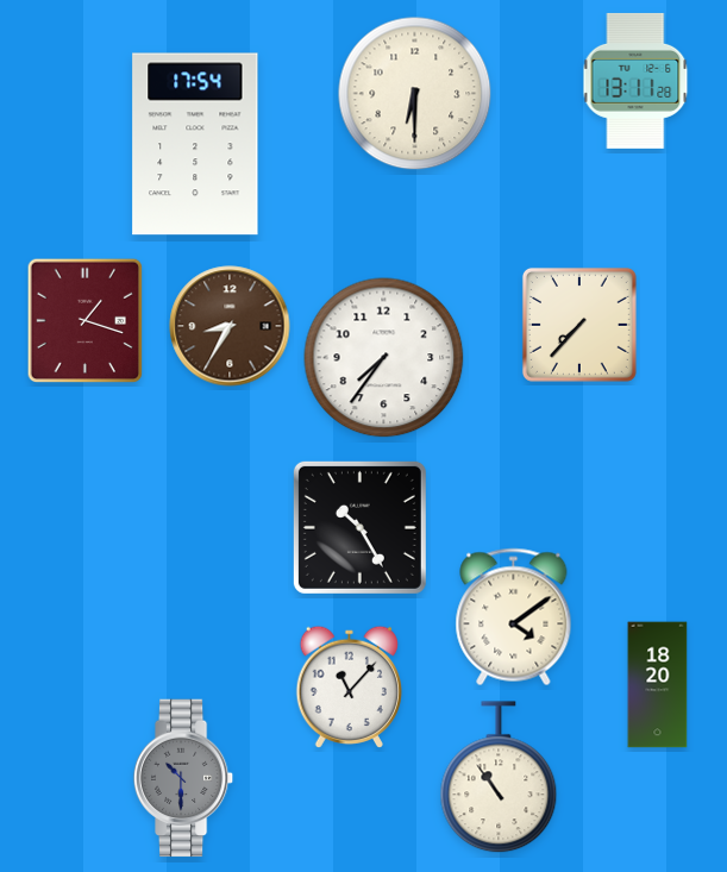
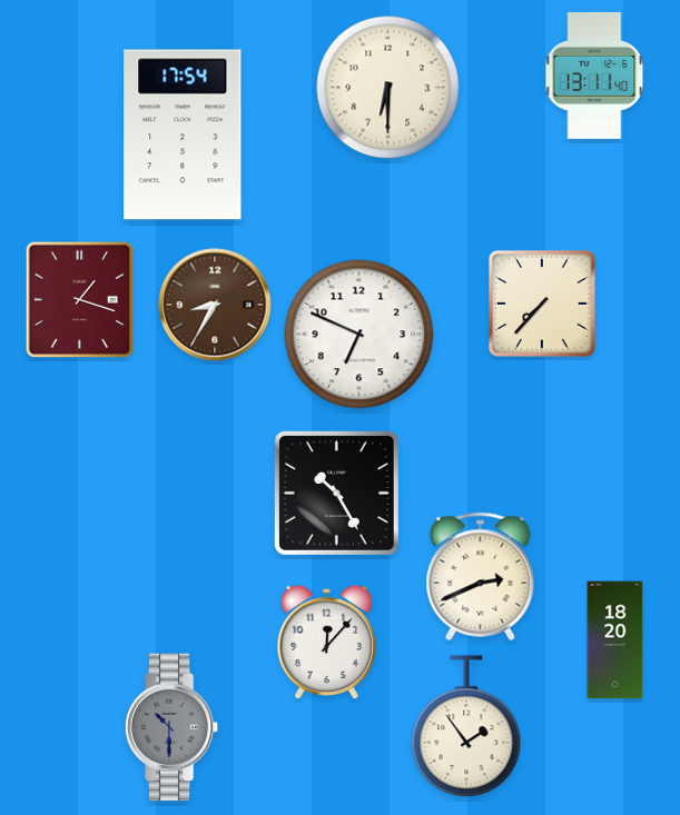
clock at (635, 81): 13:11:28 -> 13:11:40
clock at (384, 358): 7:36 -> 6:49
clock at (514, 617): 4:09 -> 2:41
clock at (349, 686): 11:07 -> 12:07
clock at (499, 778): 10:54 -> 1:54
